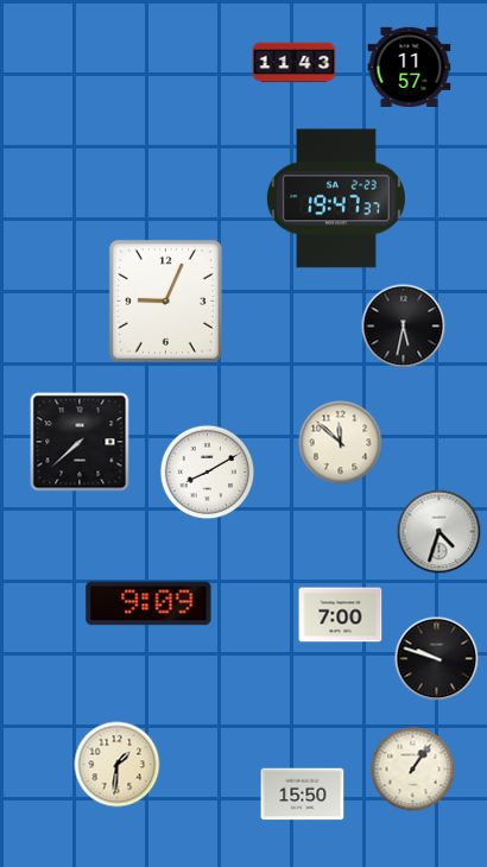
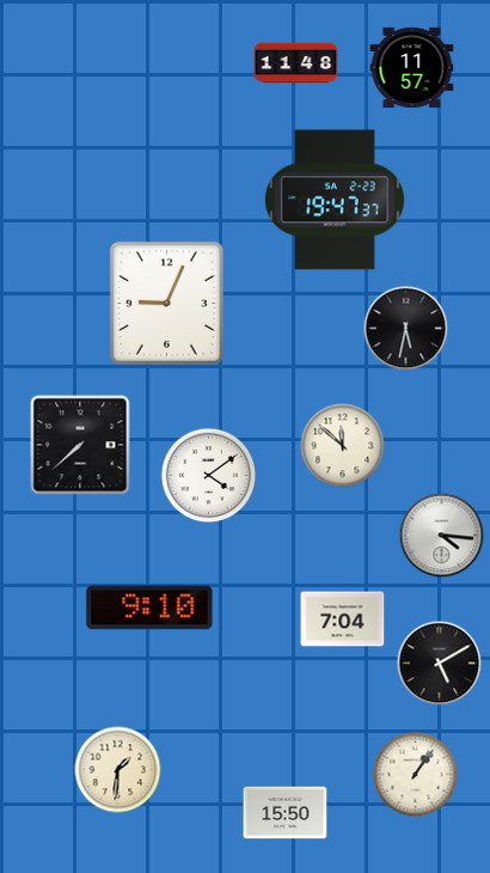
clock at (295, 63): 11:43 -> 11:48
clock at (336, 198) position: (336, 198) -> (335, 200)
clock at (208, 473): 8:10 -> 4:09
clock at (439, 532): 4:33 -> 4:16
clock at (148, 603): 9:09 -> 9:10
clock at (341, 615): 7:00 -> 7:04
clock at (437, 659): 9:48 -> 5:10
clock at (303, 795) position: (303, 795) -> (286, 813)
